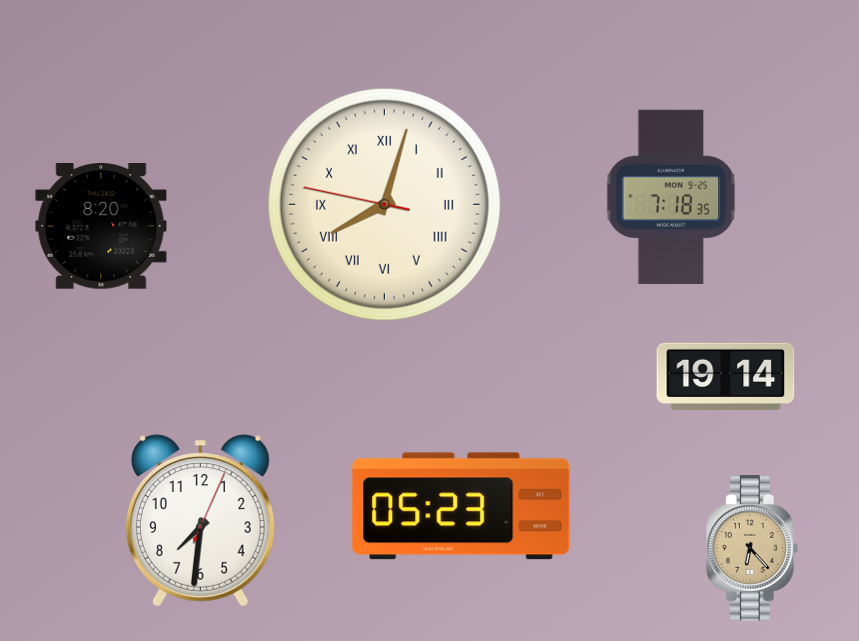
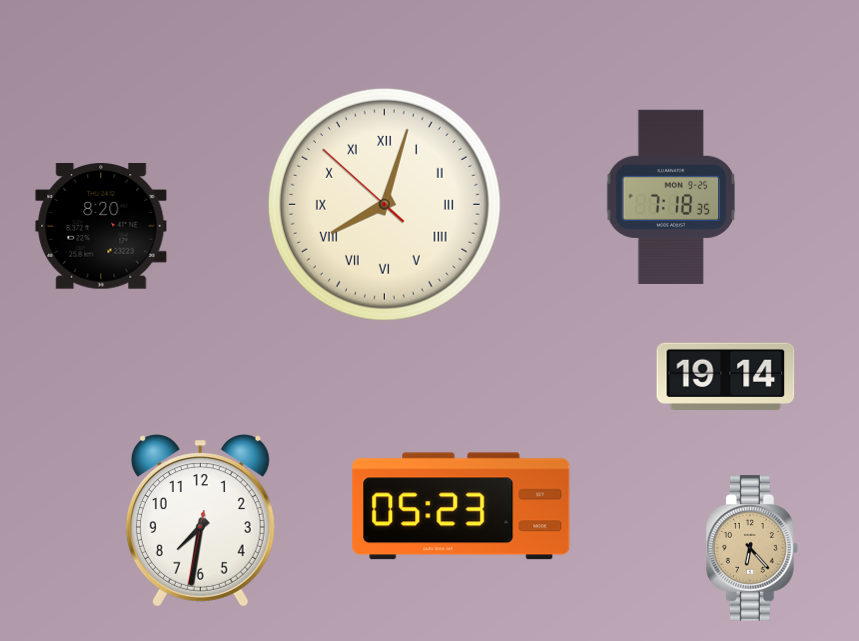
clock at (384, 204): 8:02:47 -> 8:02:52
clock at (200, 521): 7:31:04 -> 7:31:32
